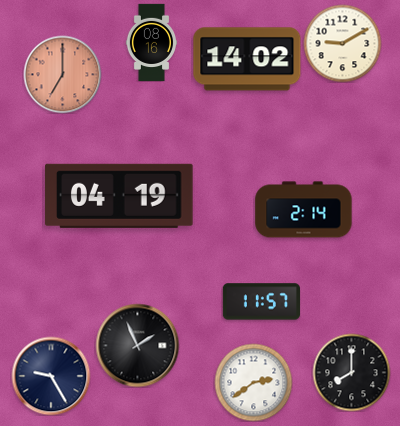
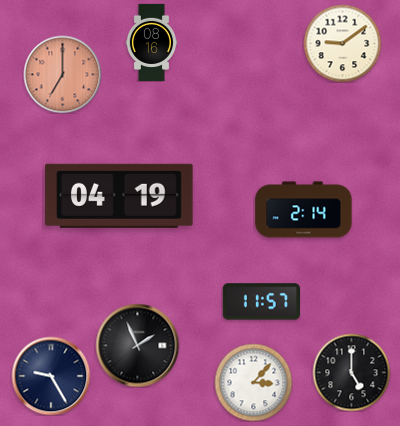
clock at (342, 43): 9:10 -> 9:09
clock at (247, 59): 14:02 -> none
clock at (351, 372): 8:00 -> 5:00
clock at (253, 382): 2:39 -> 3:07
